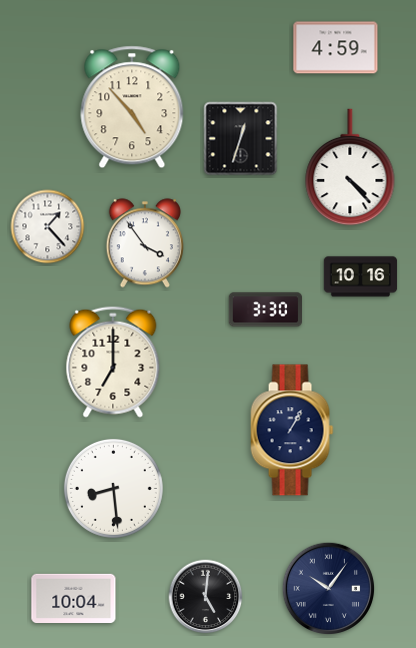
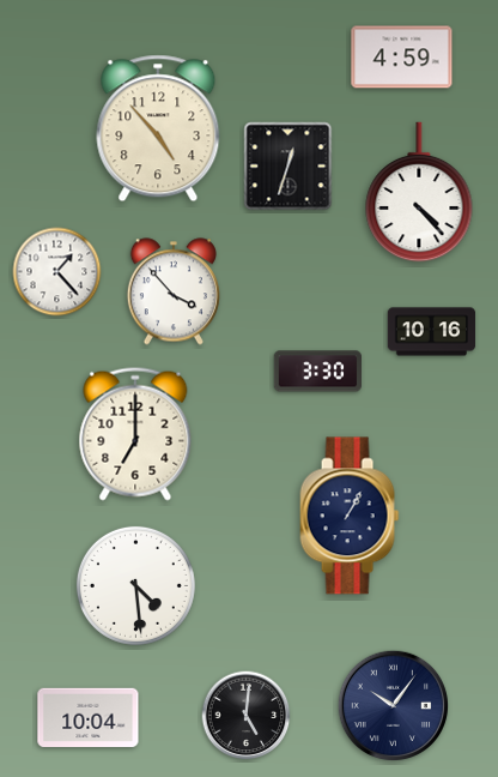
clock at (350, 167) position: (350, 167) -> (419, 192)
clock at (145, 243): 3:54 -> 3:53
clock at (113, 488): 8:29 -> 4:29
